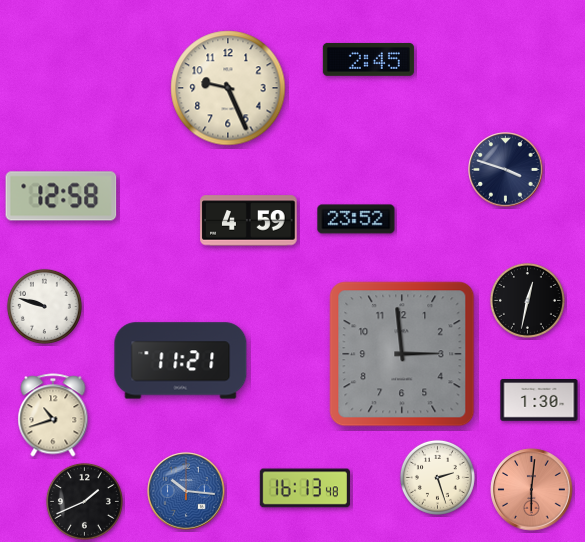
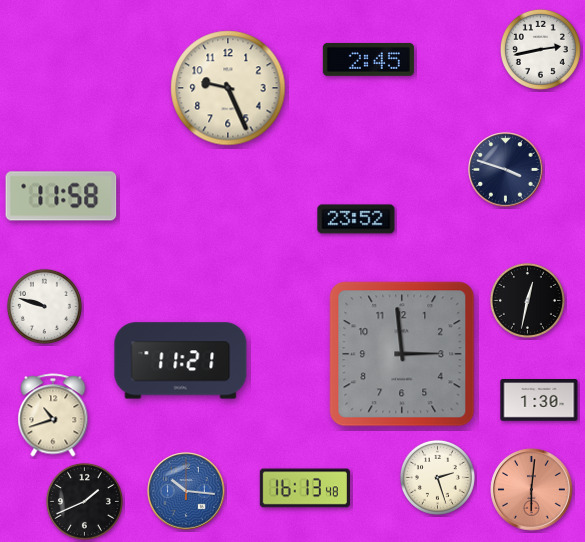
clock at (540, 49): none -> 2:43
clock at (61, 196): 12:58 -> 11:58
clock at (249, 221): 4:59 -> none
